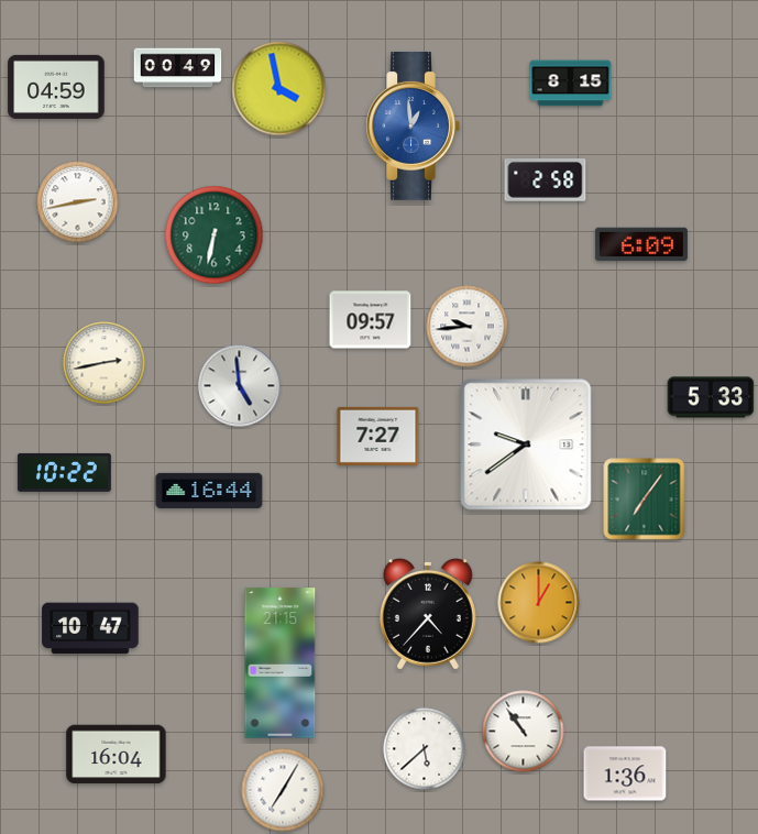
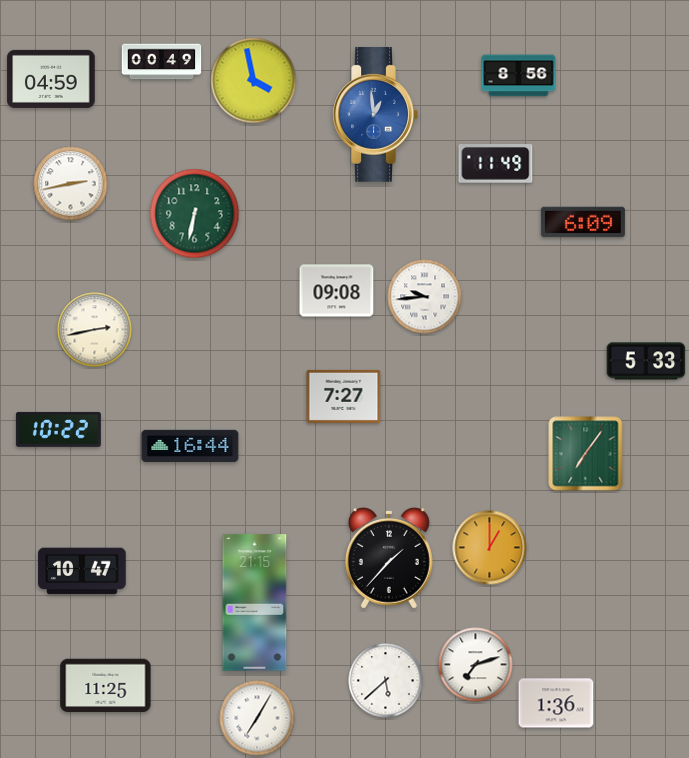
clock at (571, 84): 8:15 -> 8:56
clock at (546, 180): 2:58 -> 11:49
clock at (371, 320): 09:57 -> 09:08
clock at (240, 386): 4:59 -> none
clock at (526, 445): 9:39 -> none
clock at (428, 615): 4:37 -> 1:37
clock at (524, 732): 10:54 -> 7:12
clock at (117, 755): 16:04 -> 11:25
clock at (625, 773) position: (625, 773) -> (556, 703)
